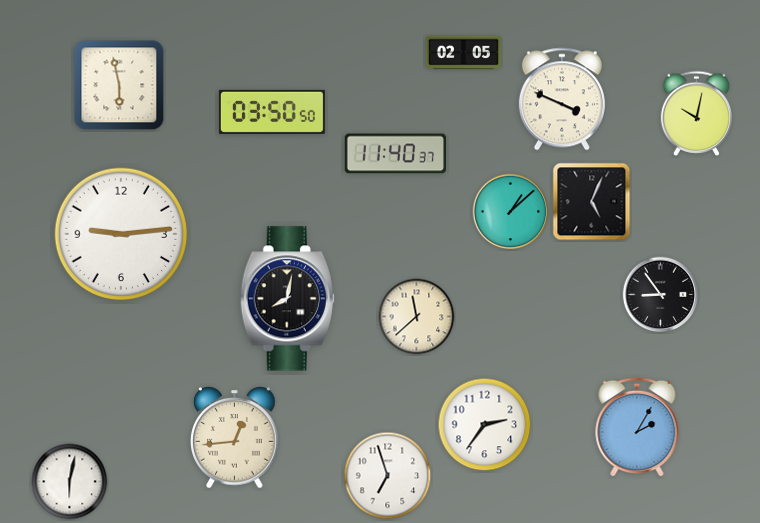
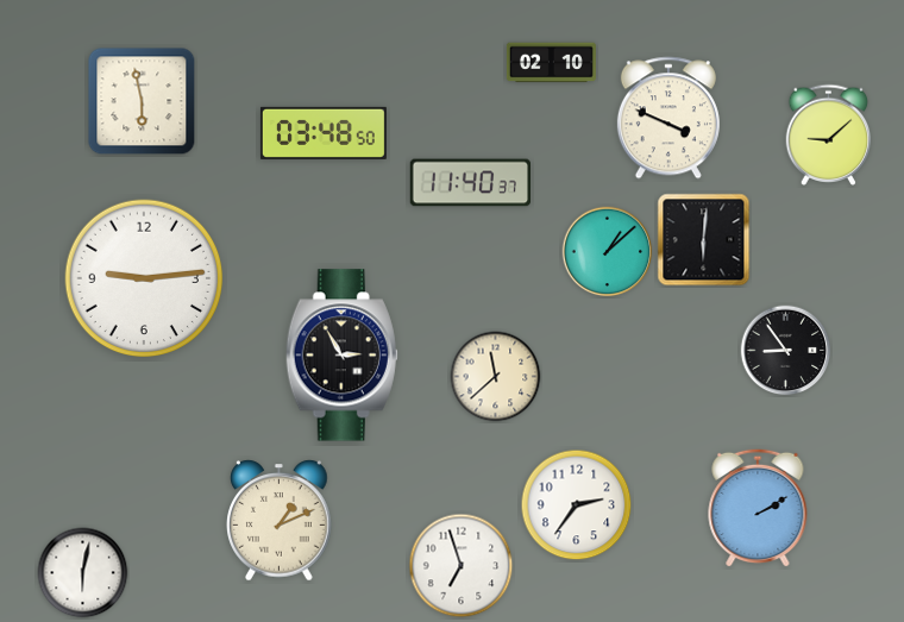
clock at (463, 53): 02:05 -> 02:10
clock at (272, 112): 03:50 -> 03:48
clock at (697, 113): 10:02 -> 9:08
clock at (592, 202): 5:04 -> 6:01
clock at (287, 299): 8:02 -> 2:55
clock at (637, 427): 2:05 -> 2:10
clock at (235, 438): 12:44 -> 1:11
